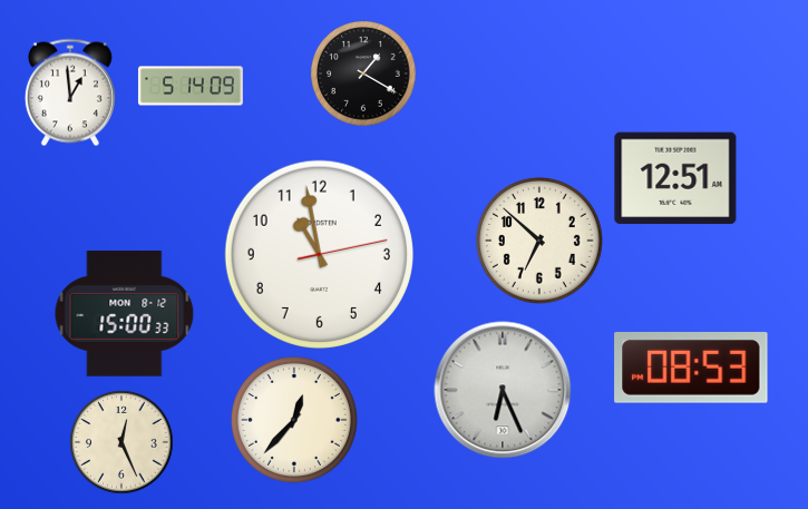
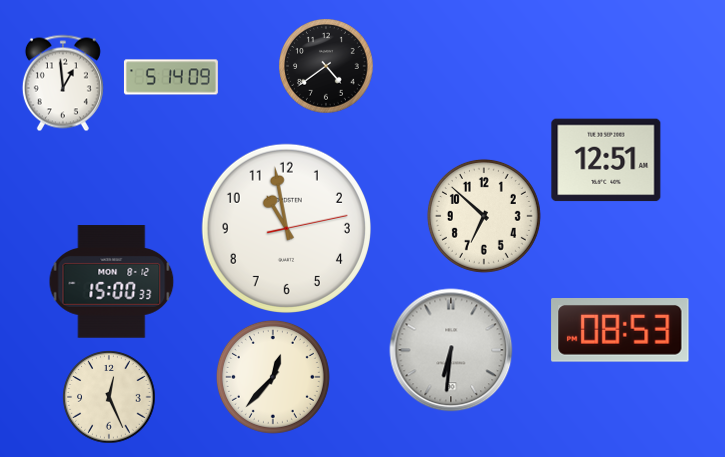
clock at (363, 74): 1:20 -> 4:39
clock at (503, 390): 6:26 -> 6:31
clock at (294, 420) position: (294, 420) -> (273, 377)
